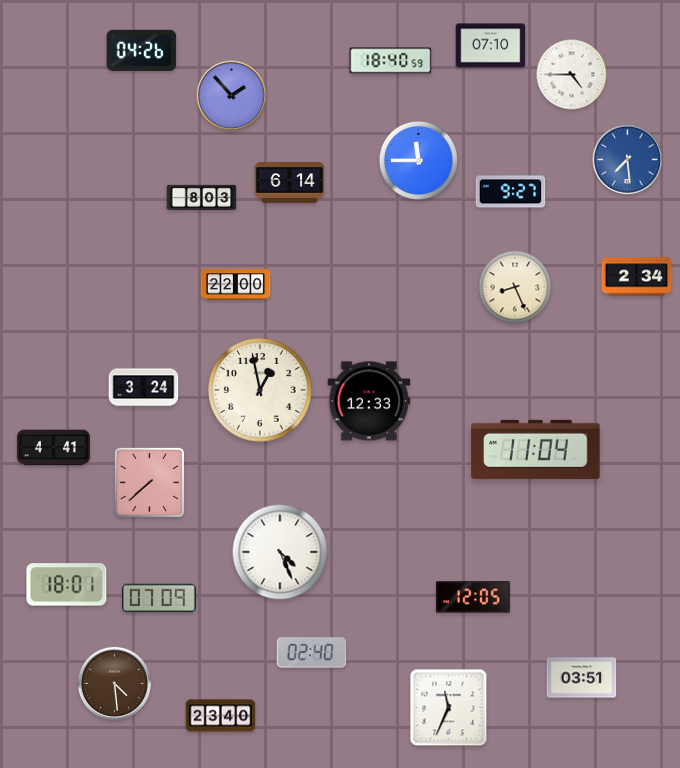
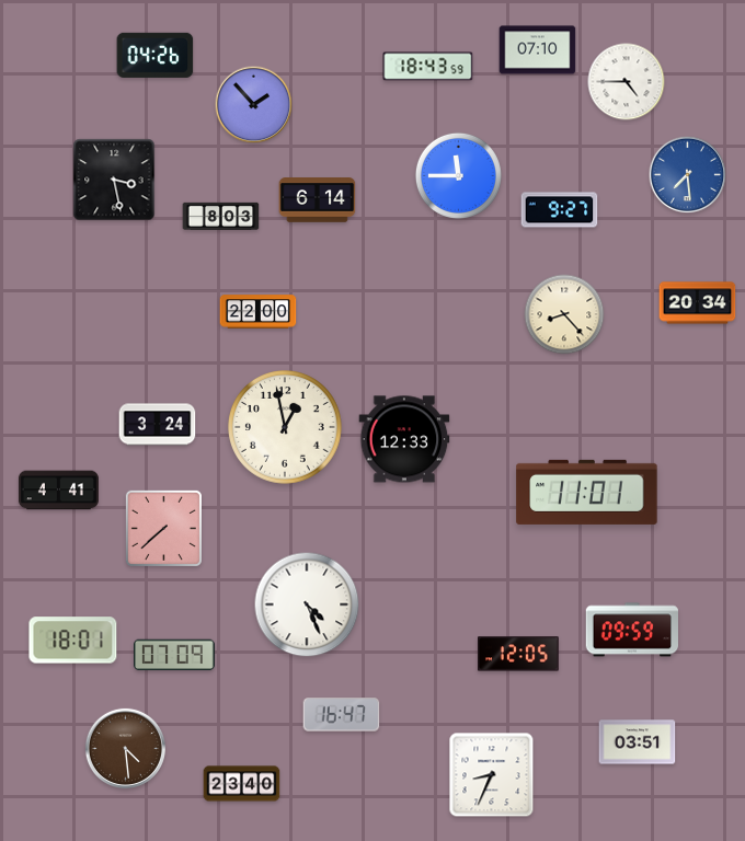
clock at (391, 61): 18:40 -> 18:43
clock at (114, 180): none -> 3:28
clock at (637, 277): 2:34 -> 20:34
clock at (515, 287): 8:26 -> 8:23
clock at (536, 449): 11:04 -> 11:01
clock at (631, 630): none -> 09:59
clock at (312, 653): 02:40 -> 16:47
clock at (449, 708): 11:34 -> 8:34
